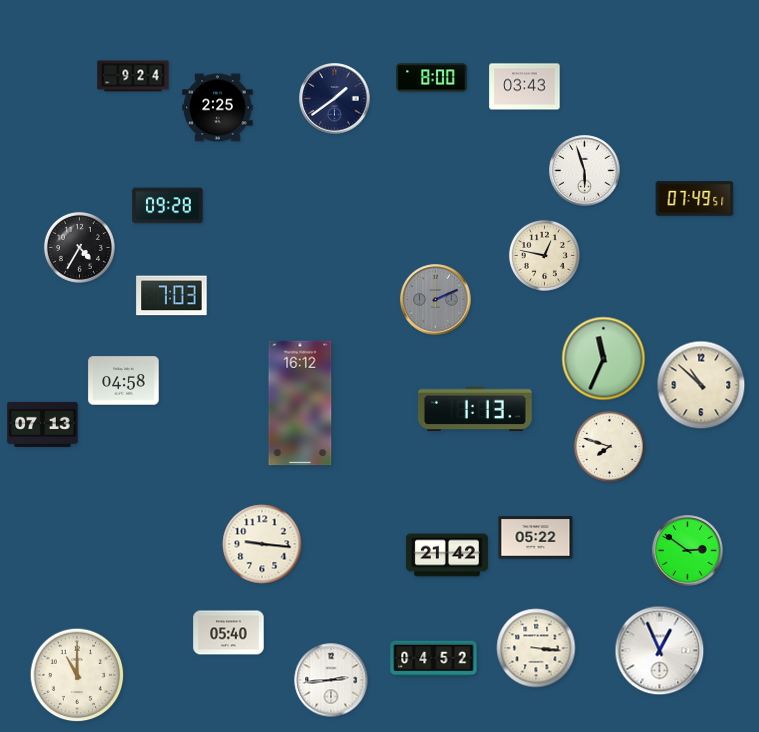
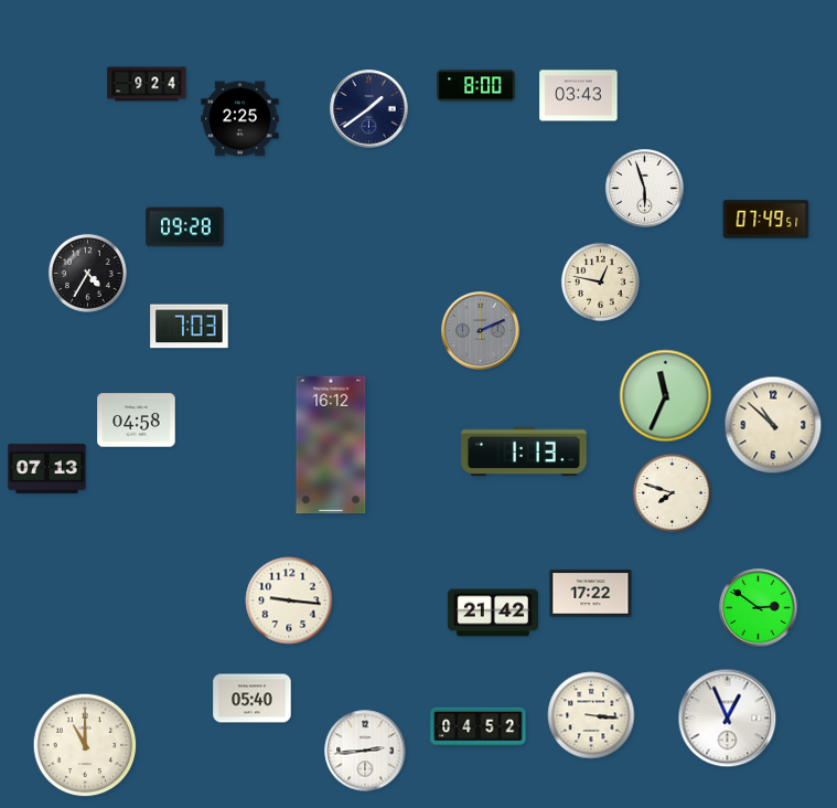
clock at (536, 538): 05:22 -> 17:22
